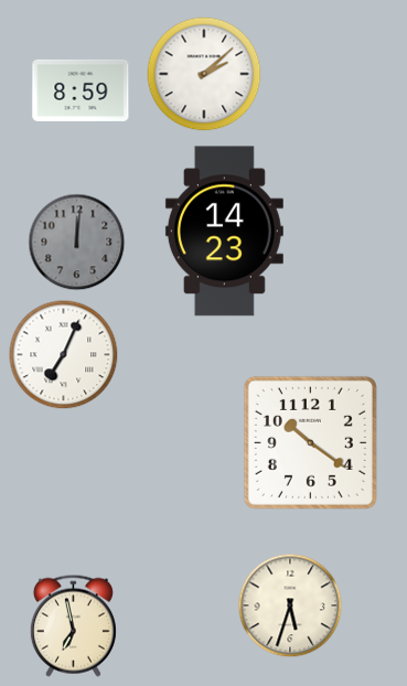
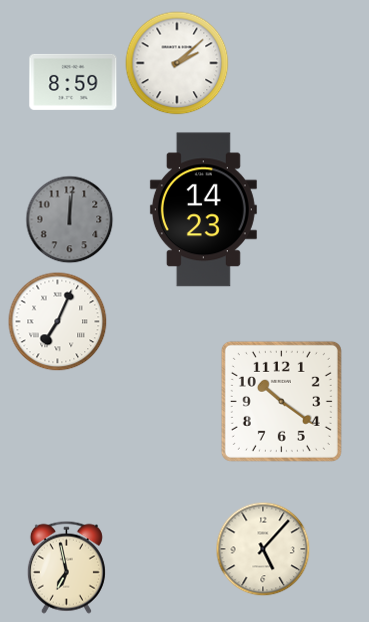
clock at (204, 74) position: (204, 74) -> (177, 63)
clock at (290, 605): 5:33 -> 5:07
